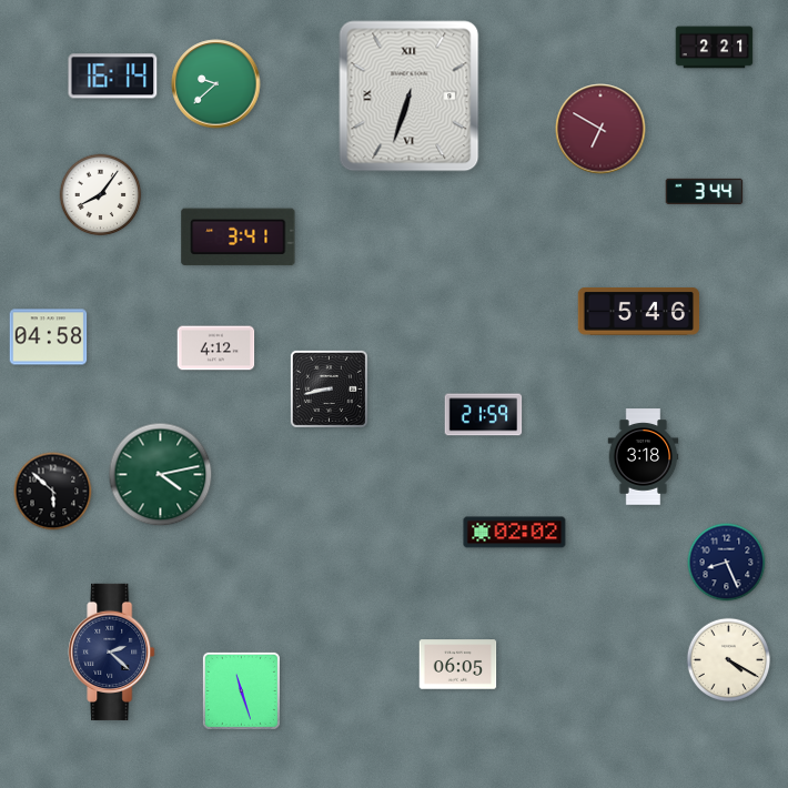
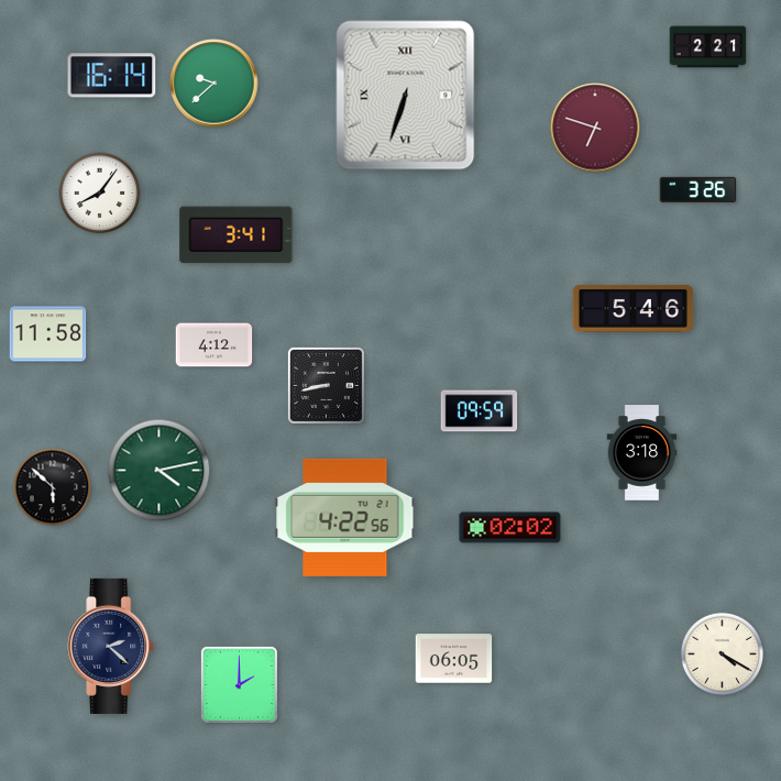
clock at (600, 129): 6:50 -> 6:48
clock at (705, 191): 3:44 -> 3:26
clock at (49, 337): 04:58 -> 11:58
clock at (484, 415): 21:59 -> 09:59
clock at (644, 457) position: (644, 457) -> (642, 453)
clock at (345, 517): none -> 4:22
clock at (727, 563): 8:26 -> none
clock at (241, 690): 11:27 -> 2:00
